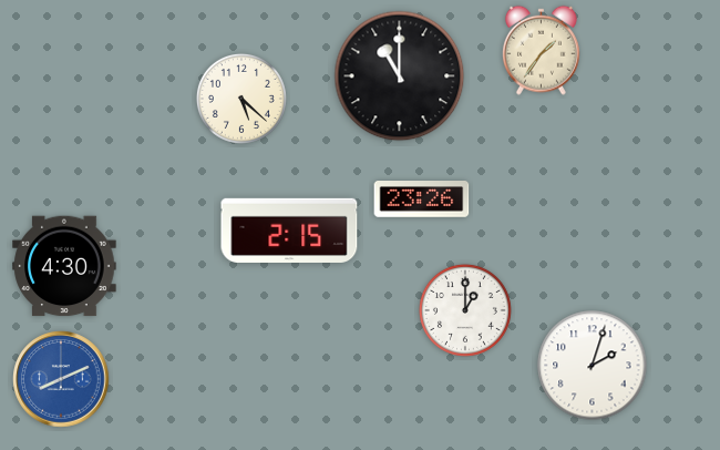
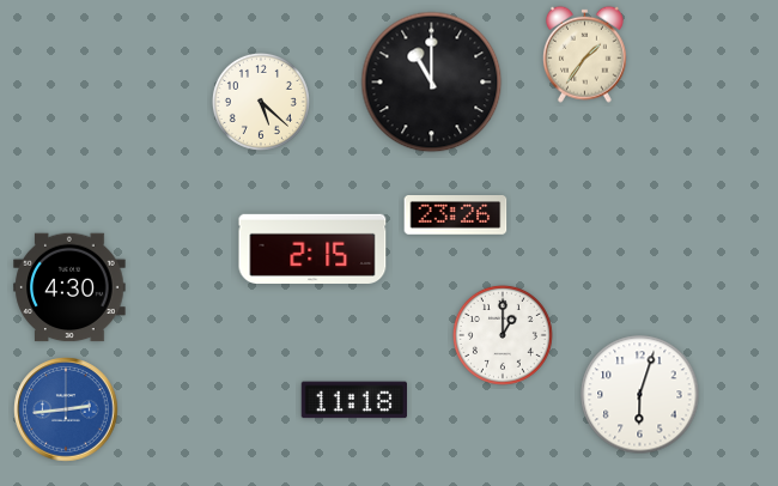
clock at (241, 99) position: (241, 99) -> (261, 102)
clock at (593, 366): 2:03 -> 6:03
clock at (353, 400): none -> 11:18
clock at (61, 379): 8:11 -> 2:44
